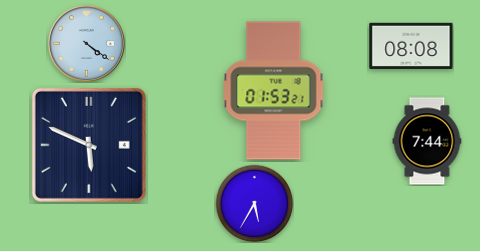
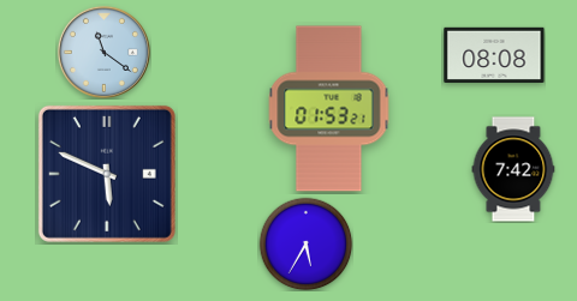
clock at (86, 43): 4:21 -> 11:21
clock at (427, 141): 7:44 -> 7:42
